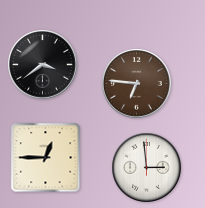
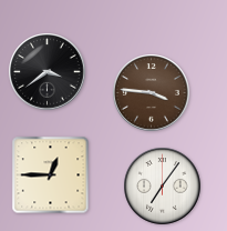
clock at (137, 84): 6:46 -> 3:46
clock at (147, 168): 2:59 -> 7:06
